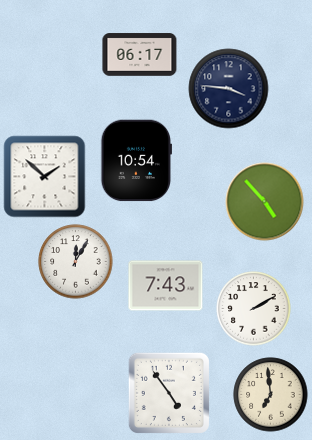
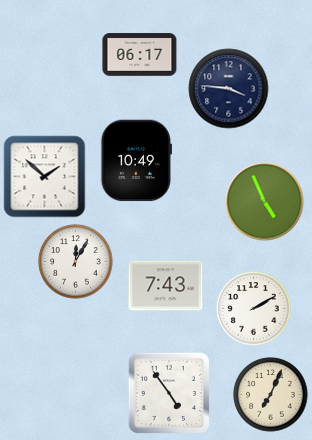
clock at (137, 161): 10:54 -> 10:49
clock at (265, 202): 4:53 -> 4:56
clock at (271, 395): 6:59 -> 7:04
